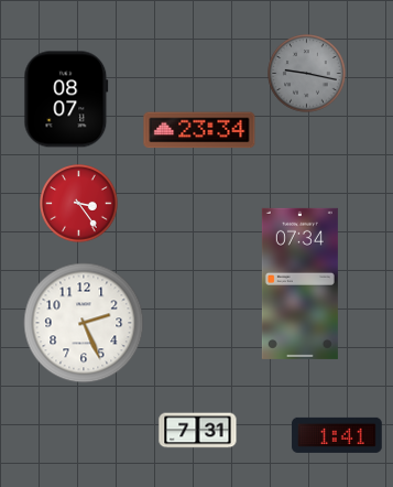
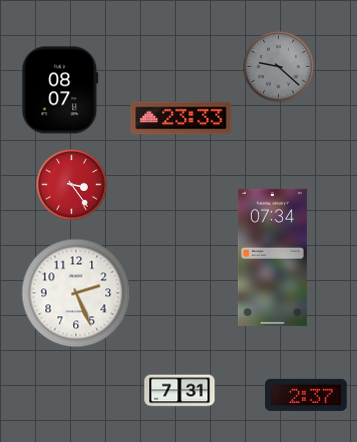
clock at (307, 74): 9:17 -> 9:22
clock at (199, 130): 23:34 -> 23:33
clock at (337, 435): 1:41 -> 2:37
